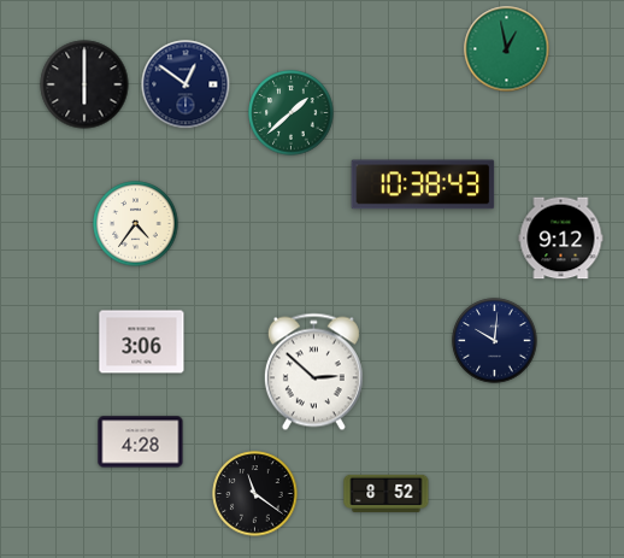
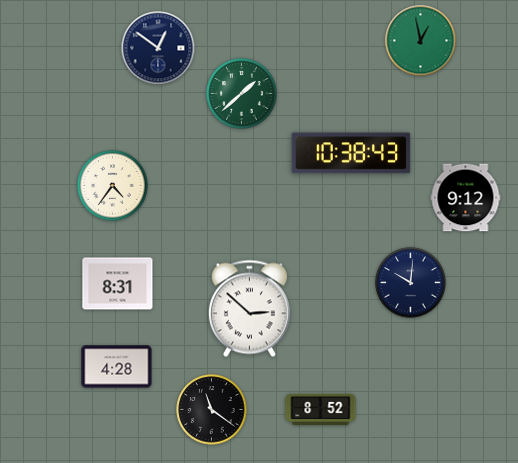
clock at (84, 84): 6:00 -> none
clock at (186, 84) position: (186, 84) -> (158, 48)
clock at (142, 342): 3:06 -> 8:31
clock at (313, 372) position: (313, 372) -> (249, 309)
